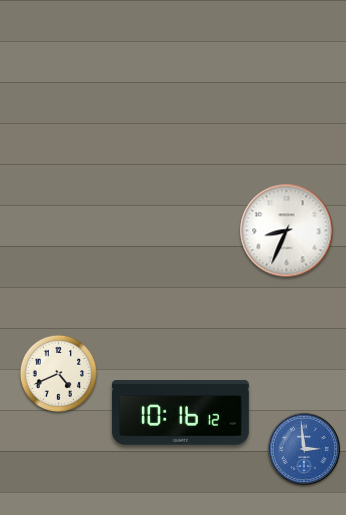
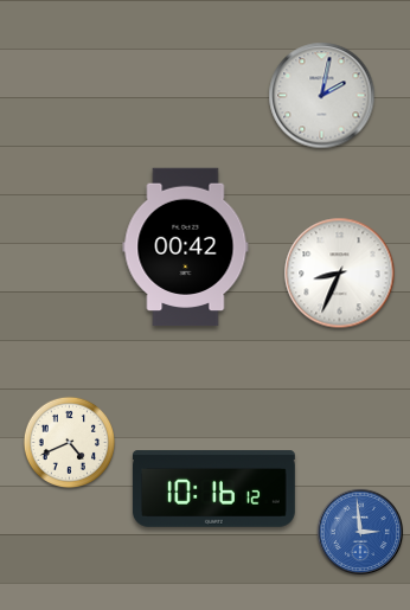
clock at (322, 96): none -> 2:02
clock at (186, 248): none -> 00:42
